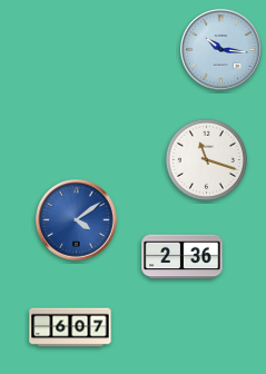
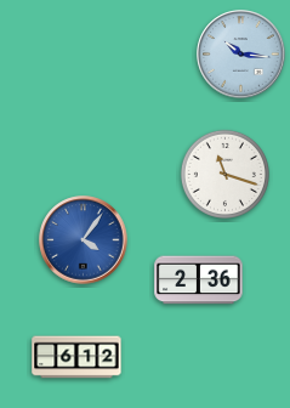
clock at (77, 220): 4:09 -> 4:06
clock at (70, 327): 6:07 -> 6:12
